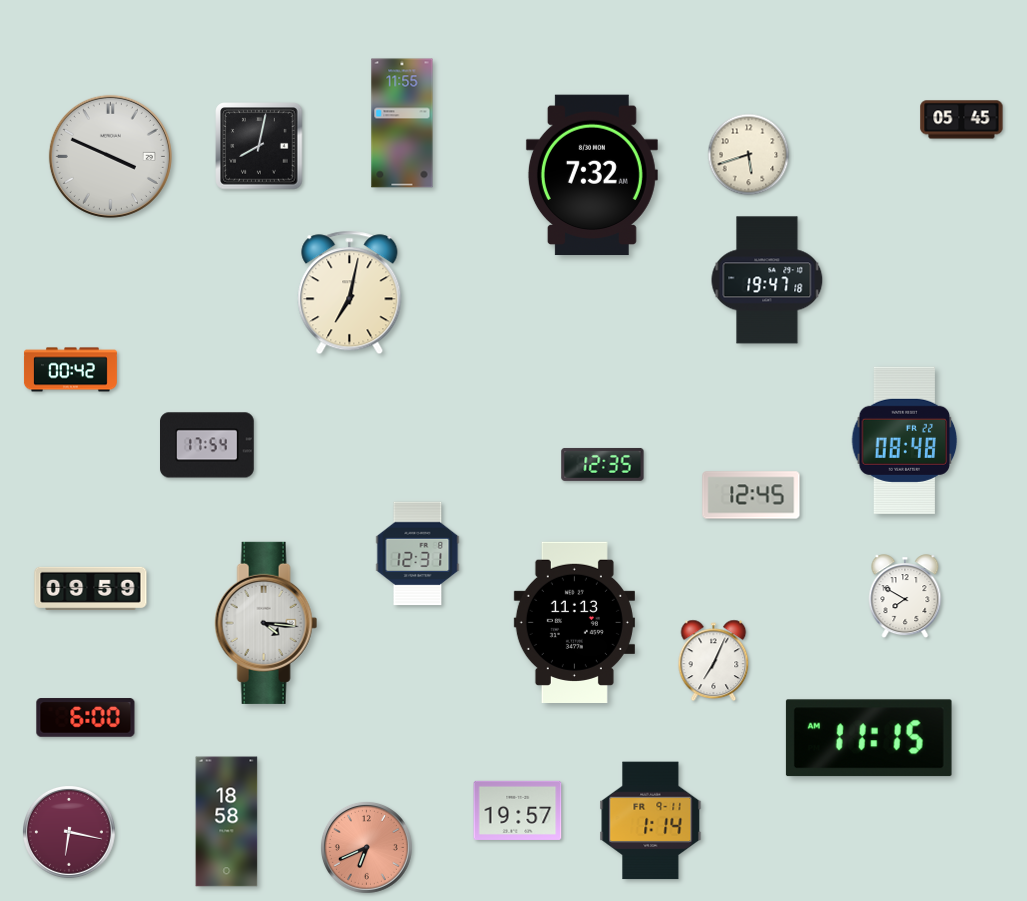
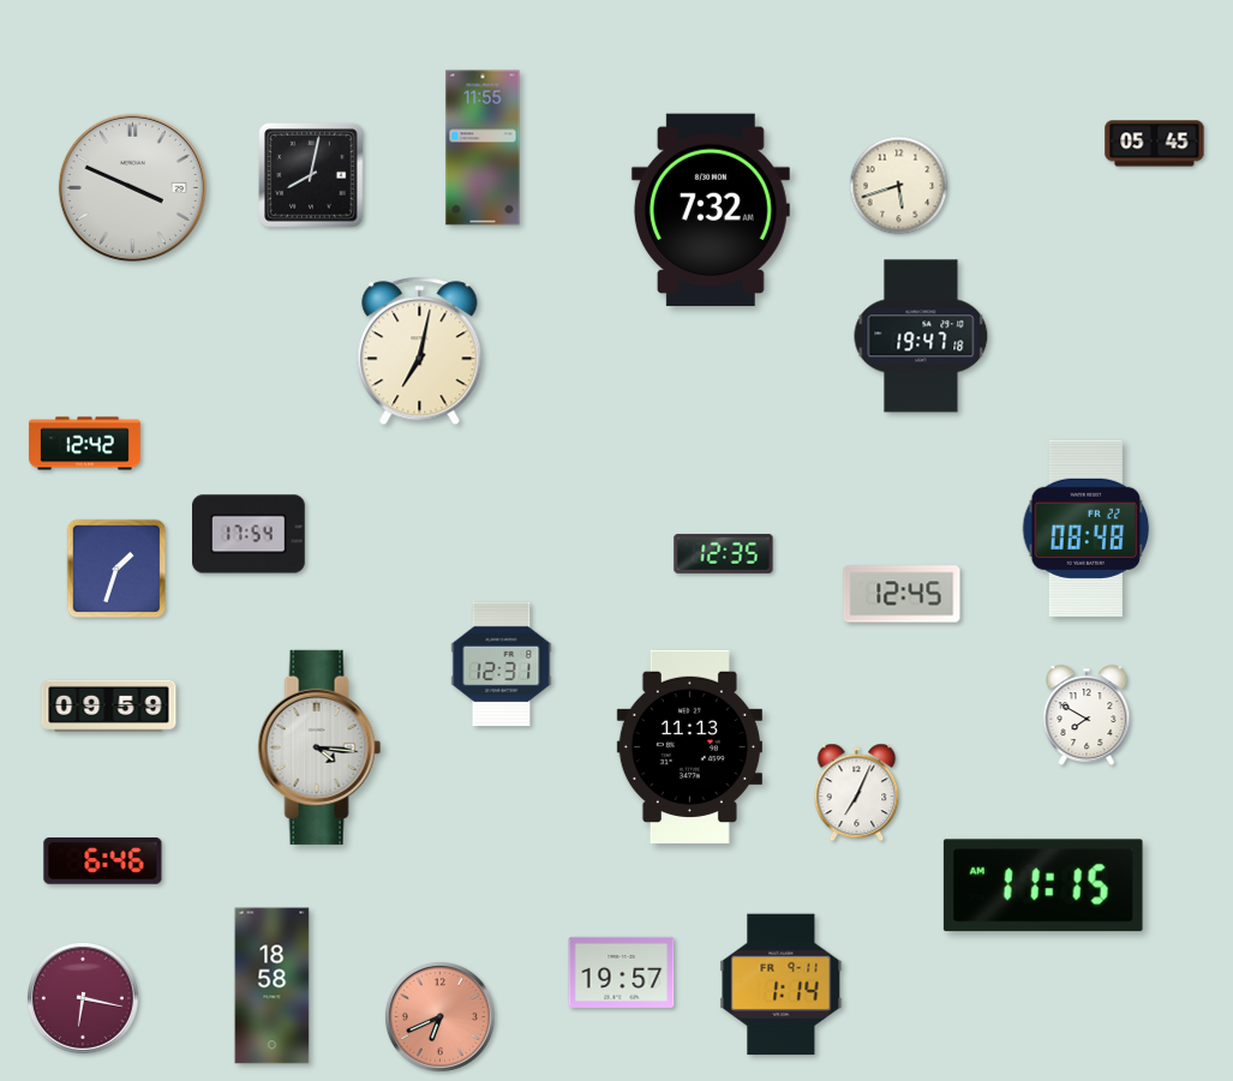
clock at (70, 370): 00:42 -> 12:42
clock at (603, 464) position: (603, 464) -> (724, 553)
clock at (116, 569): none -> 1:33
clock at (86, 718): 6:00 -> 6:46
